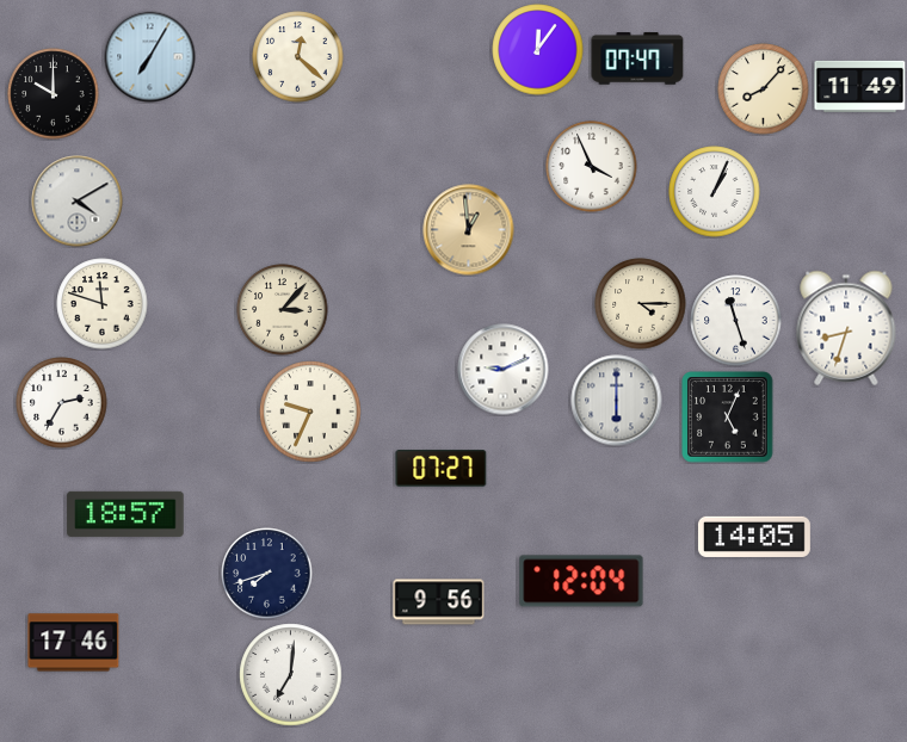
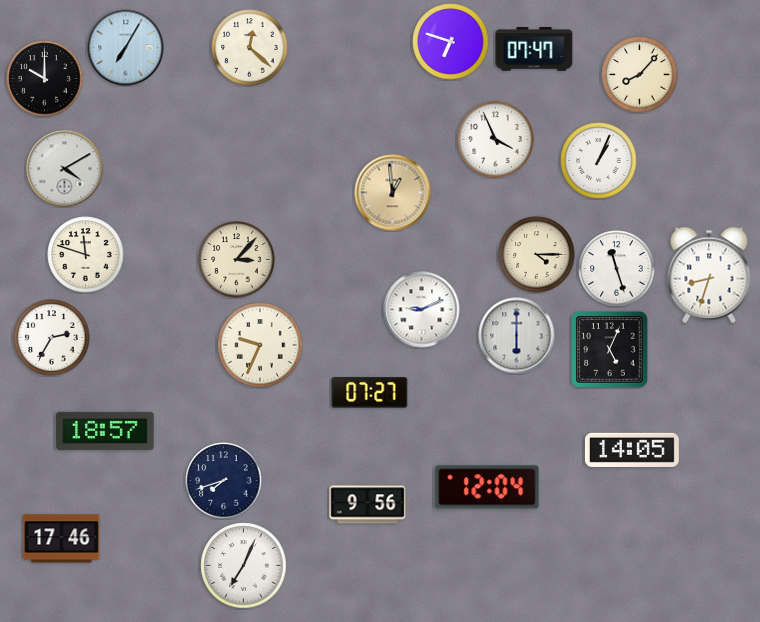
clock at (538, 50): 12:06 -> 6:48
clock at (860, 86): 11:49 -> none
clock at (291, 675): 7:01 -> 7:04
